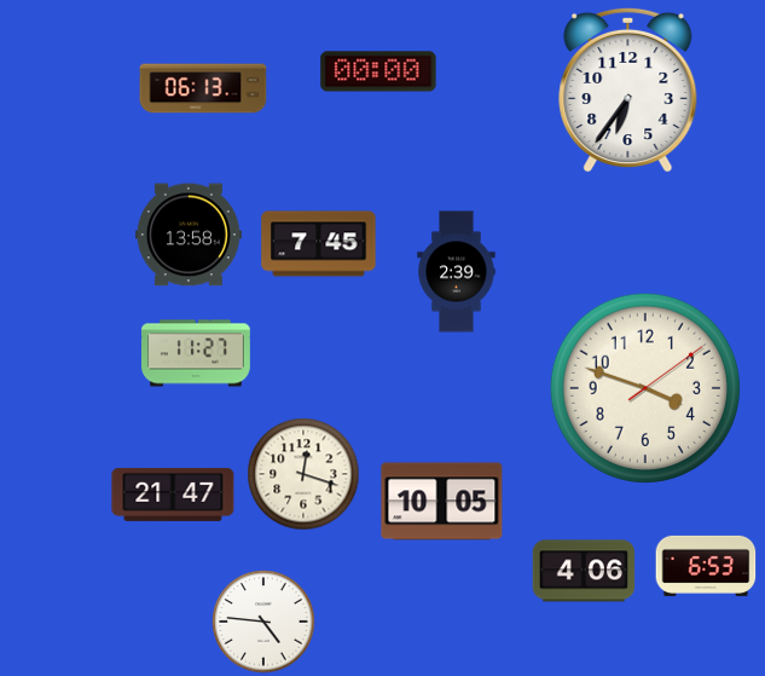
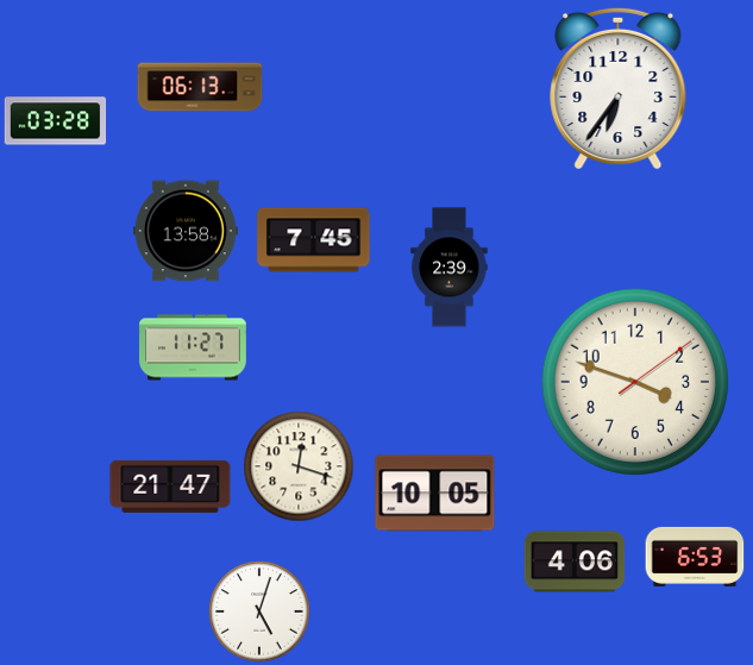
clock at (378, 71): 00:00 -> none
clock at (56, 121): none -> 03:28
clock at (263, 622): 4:46 -> 5:03
